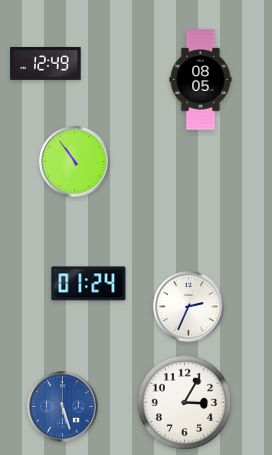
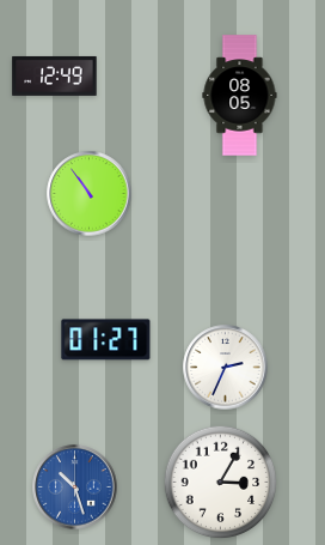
clock at (89, 284): 01:24 -> 01:27
clock at (63, 407): 5:27 -> 10:27
